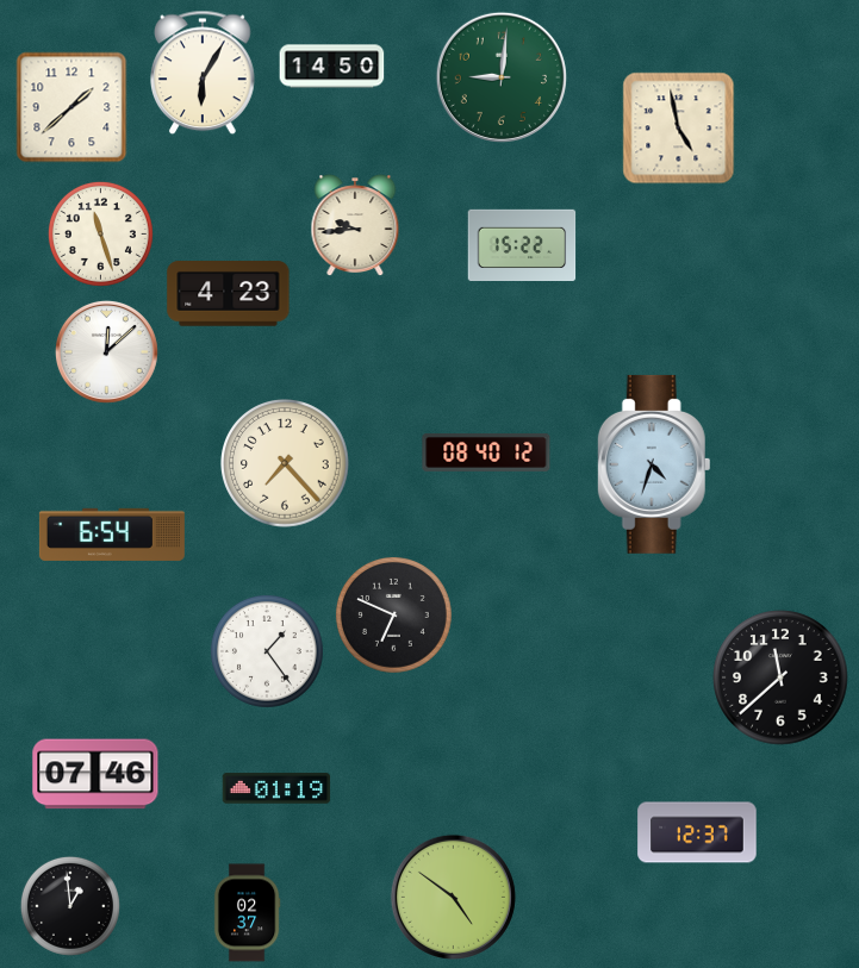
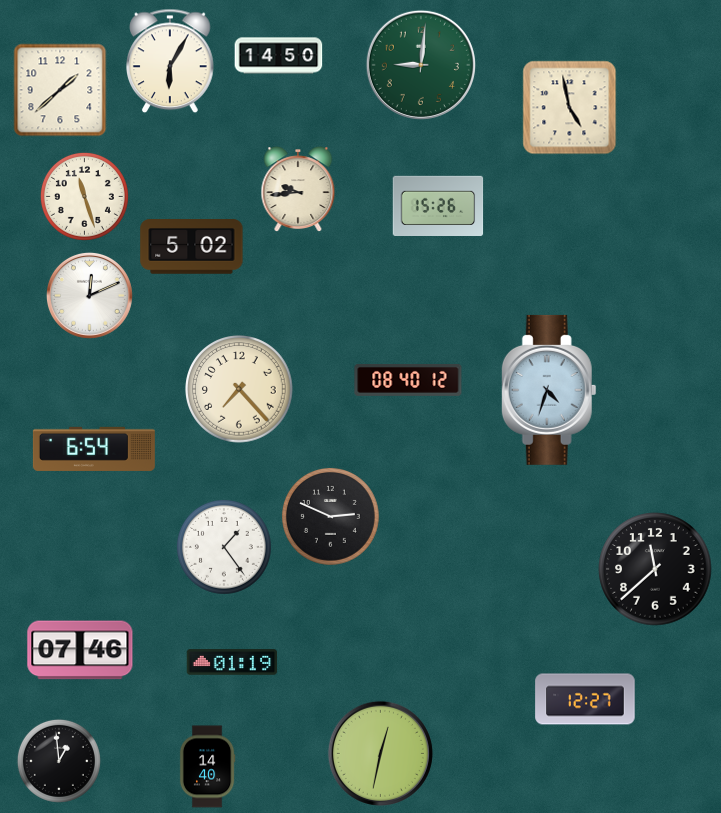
clock at (522, 244): 15:22 -> 15:26
clock at (229, 294): 4:23 -> 5:02
clock at (106, 351): 12:08 -> 12:11
clock at (393, 614): 6:49 -> 2:49
clock at (697, 832): 12:37 -> 12:27
clock at (453, 897): 4:51 -> 12:32
clock at (247, 913): 02:37 -> 14:40
